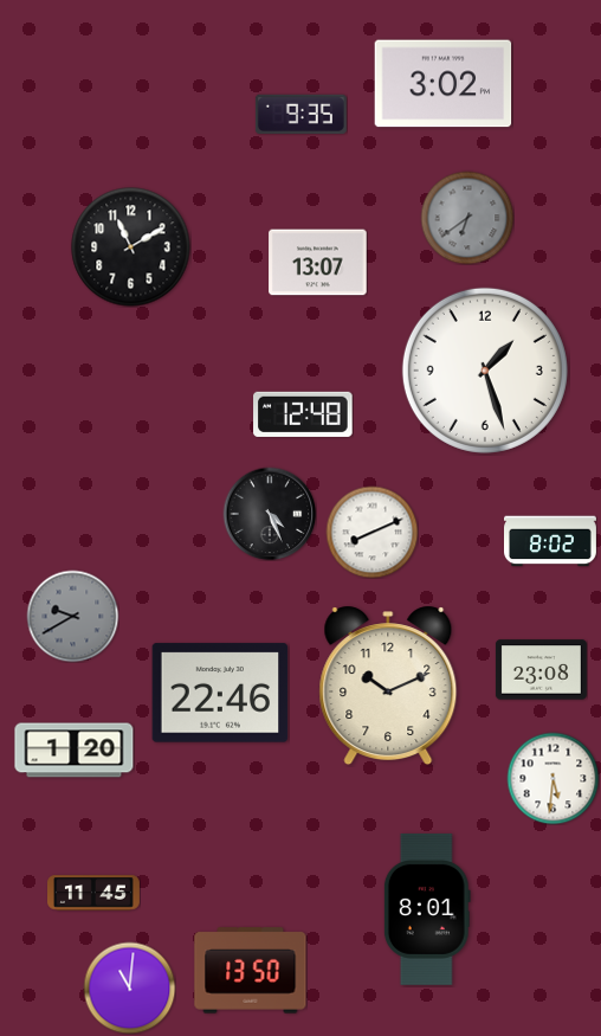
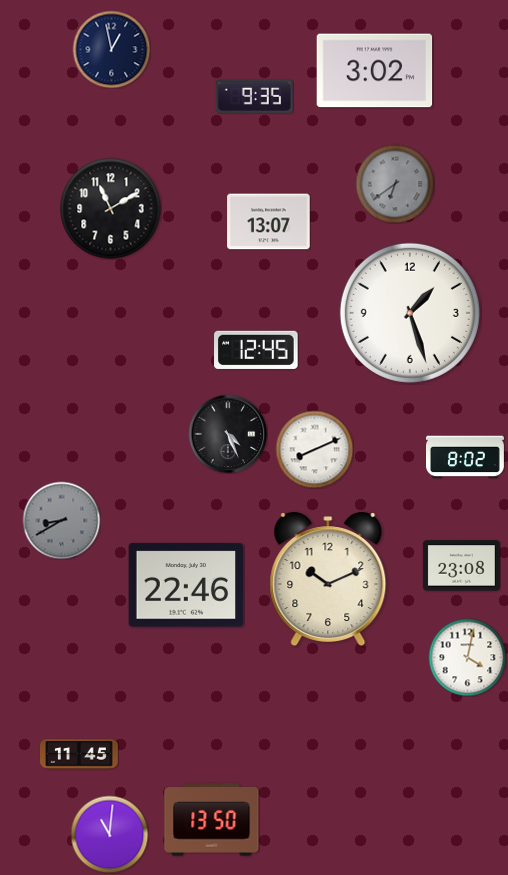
clock at (111, 49): none -> 12:58
clock at (303, 414): 12:48 -> 12:45
clock at (72, 616): 9:40 -> 8:40
clock at (541, 670) position: (541, 670) -> (461, 566)
clock at (75, 751): 1:20 -> none
clock at (552, 778): 5:31 -> 4:02
clock at (427, 909): 8:01 -> none
